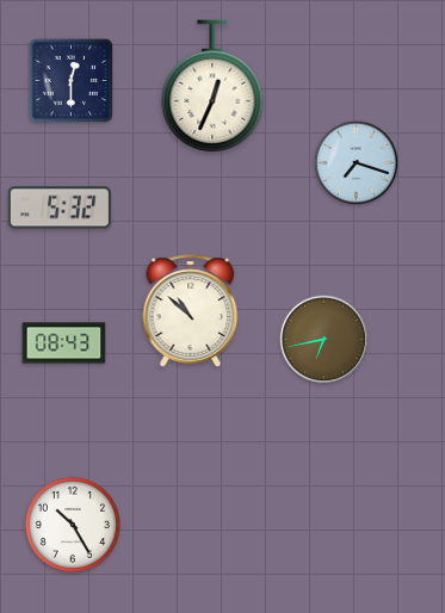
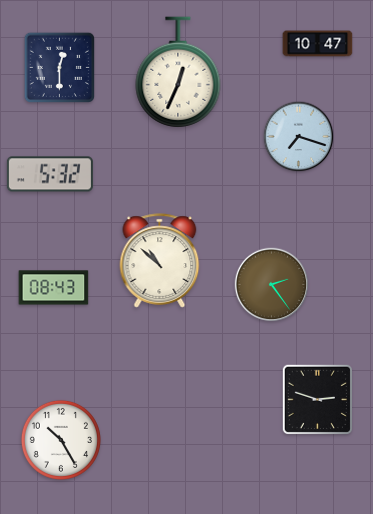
clock at (318, 44): none -> 10:47
clock at (325, 340): 6:43 -> 2:24
clock at (317, 399): none -> 2:48
